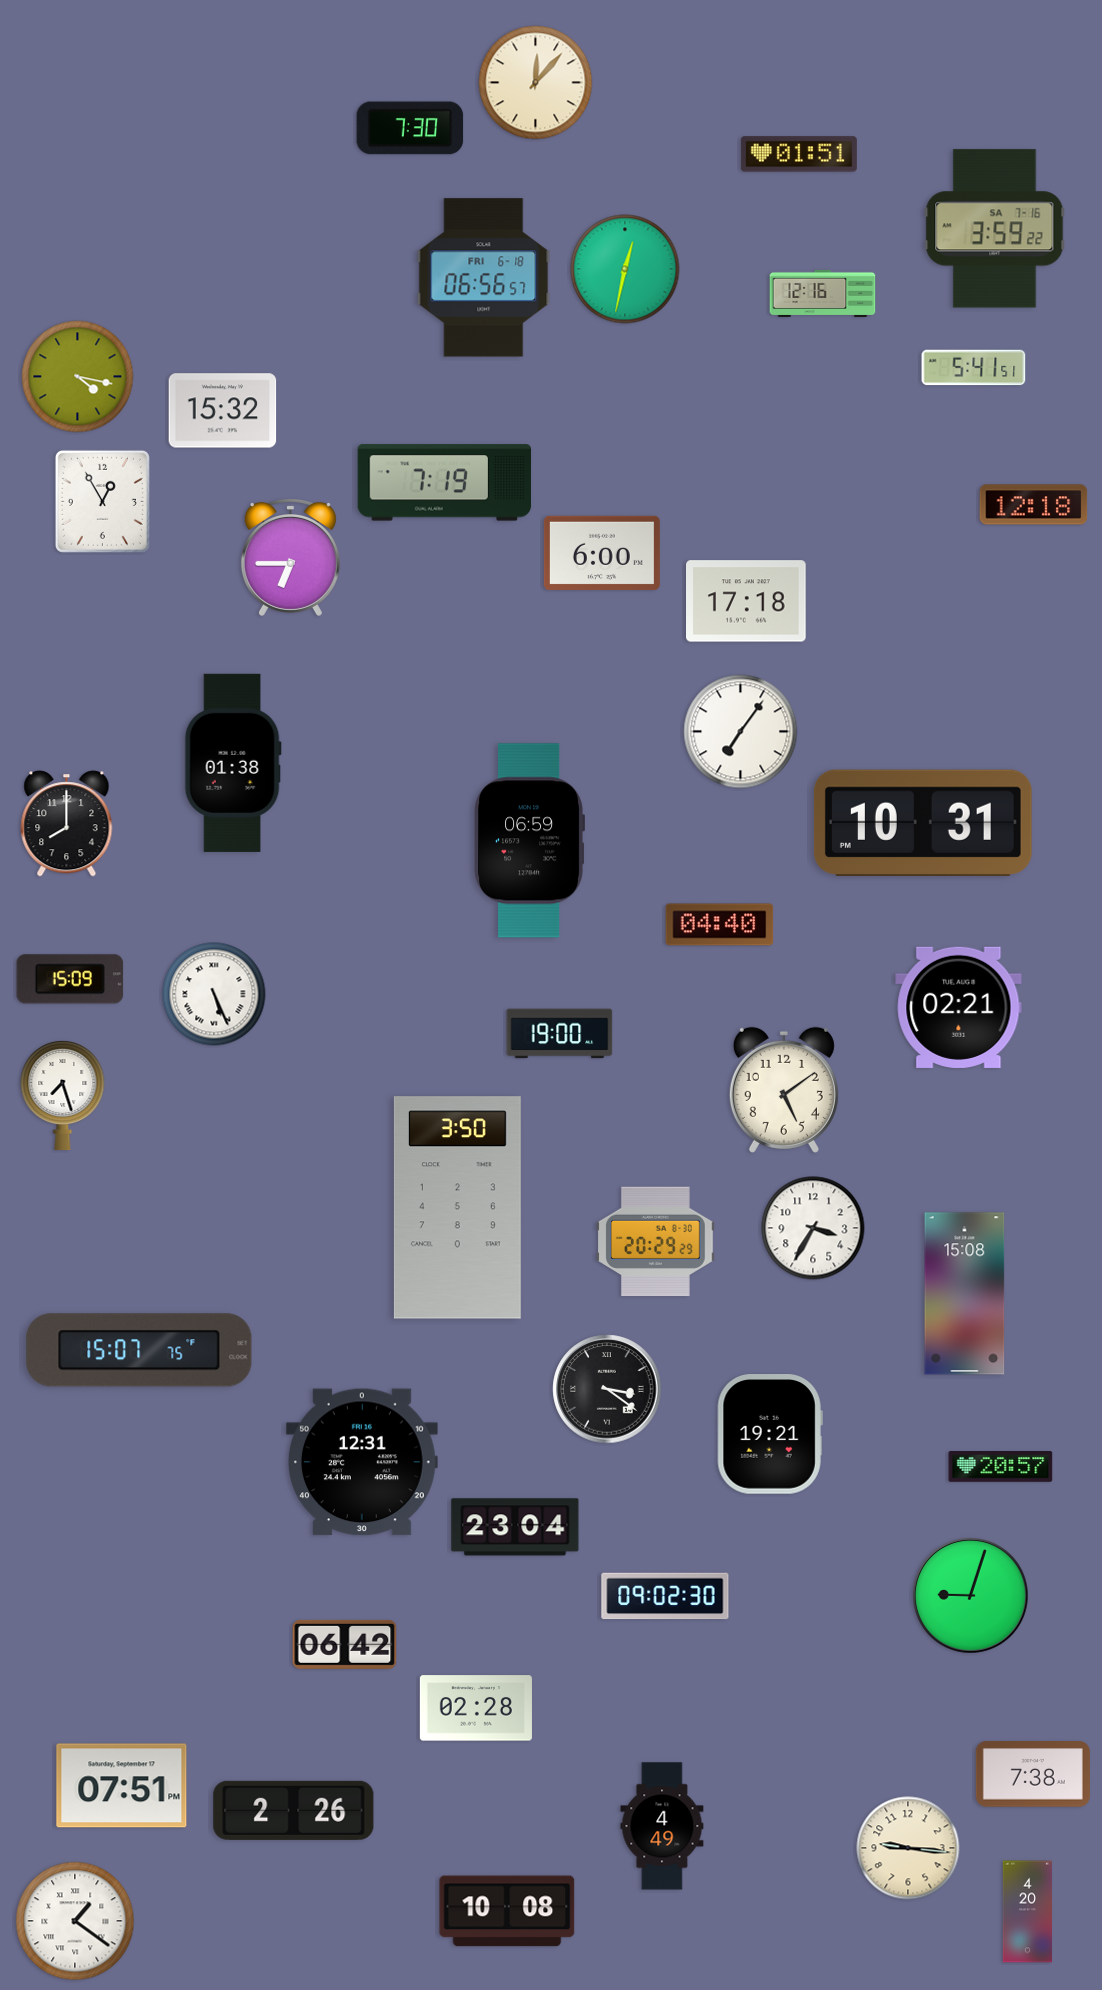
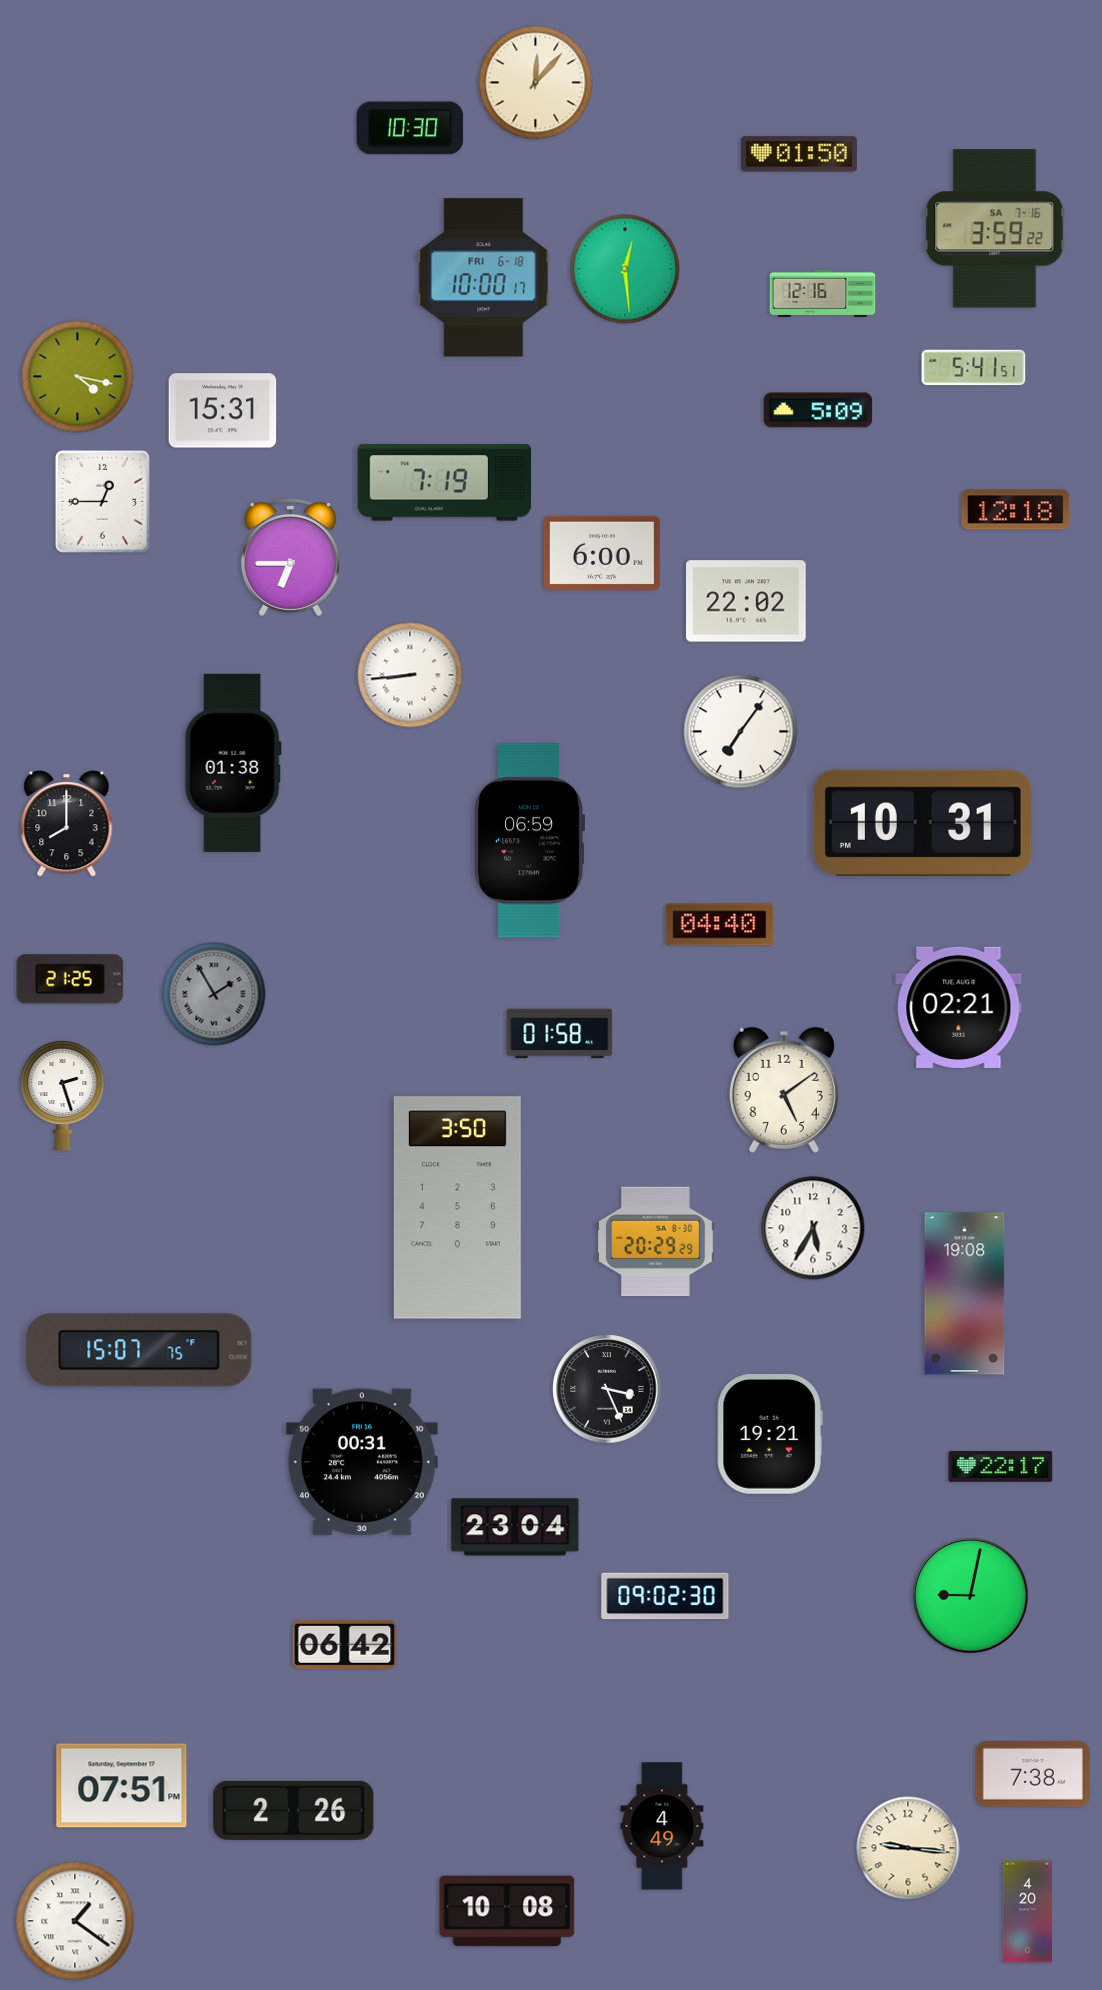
clock at (410, 128): 7:30 -> 10:30
clock at (799, 154): 01:51 -> 01:50
clock at (625, 269): 12:32 -> 12:29
clock at (484, 278): 06:56 -> 10:00
clock at (818, 410): none -> 5:09
clock at (223, 411): 15:32 -> 15:31
clock at (102, 501): 12:55 -> 12:45
clock at (1034, 505) position: (1034, 505) -> (1016, 510)
clock at (746, 601): 17:18 -> 22:02
clock at (410, 675): none -> 8:44
clock at (70, 979): 15:09 -> 21:25
clock at (214, 994): 5:26 -> 1:55
clock at (214, 994) dial: white -> grey
clock at (560, 1034): 19:00 -> 01:58
clock at (63, 1095): 7:27 -> 2:27
clock at (813, 1228): 3:35 -> 5:35
clock at (965, 1294): 15:08 -> 19:08
clock at (607, 1389): 3:21 -> 3:26
clock at (362, 1462): 12:31 -> 00:31
clock at (1001, 1467): 20:57 -> 22:17
clock at (971, 1596): 9:03 -> 9:02
clock at (476, 1708): 02:28 -> none
